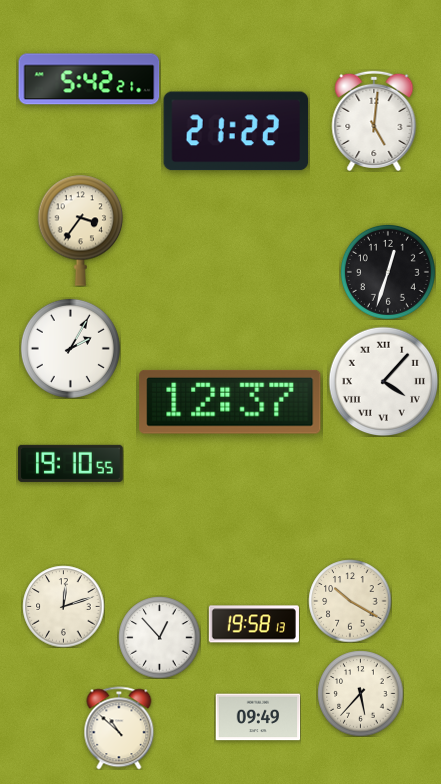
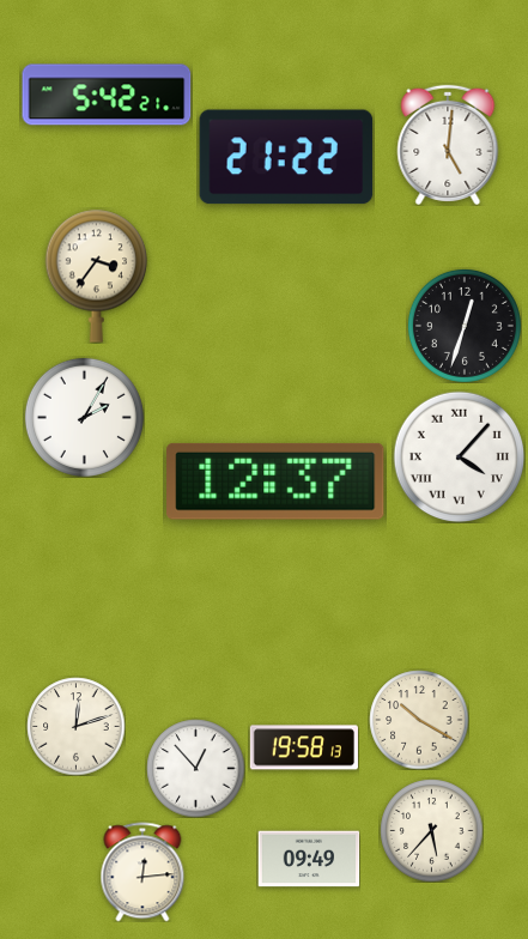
clock at (236, 131) position: (236, 131) -> (286, 157)
clock at (71, 463): 19:10 -> none
clock at (159, 637) position: (159, 637) -> (195, 768)
clock at (119, 728): 10:52 -> 12:14
